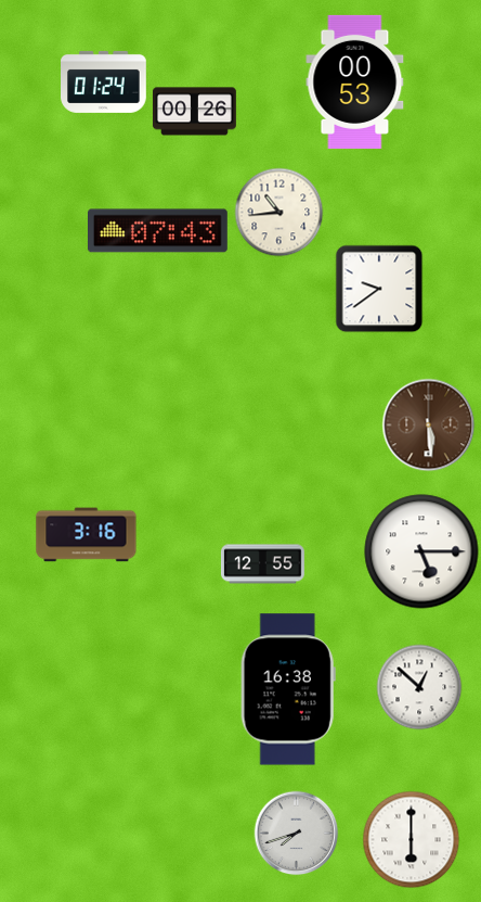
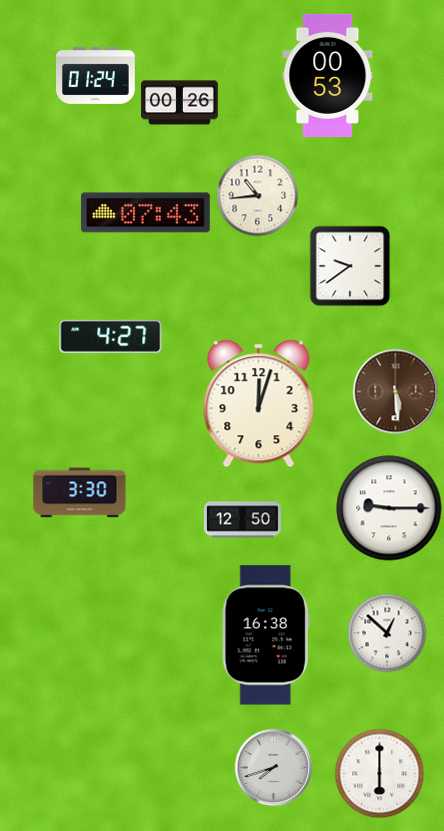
clock at (111, 336): none -> 4:27
clock at (259, 404): none -> 12:03
clock at (87, 535): 3:16 -> 3:30
clock at (421, 551): 5:15 -> 9:15
clock at (262, 564): 12:55 -> 12:50
